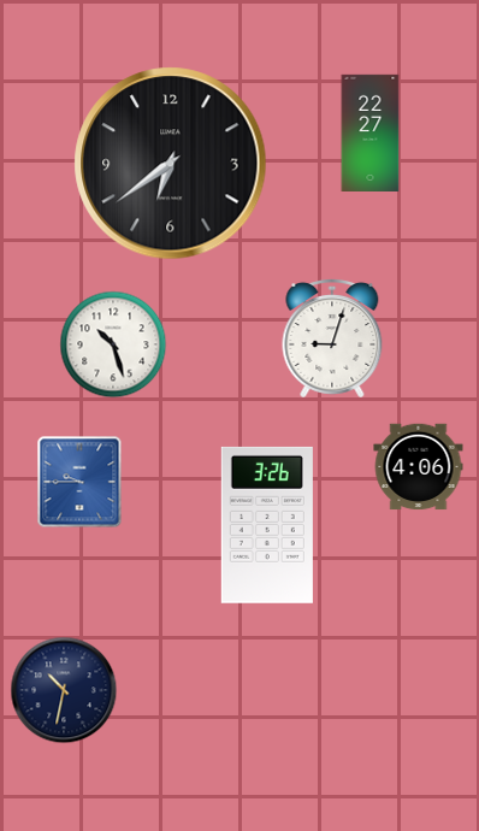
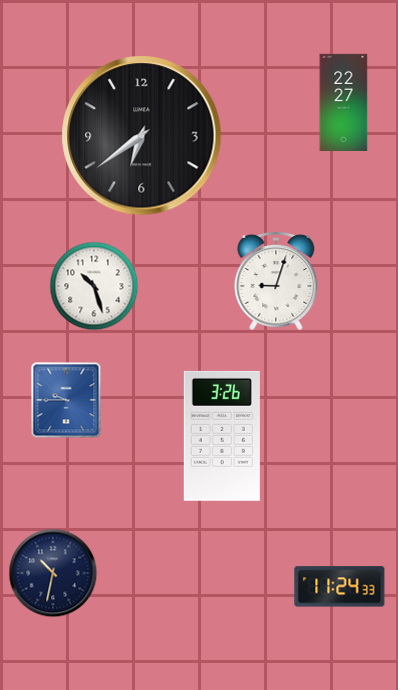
clock at (371, 132) position: (371, 132) -> (344, 102)
clock at (419, 467): 4:06 -> none
clock at (340, 587): none -> 11:24
